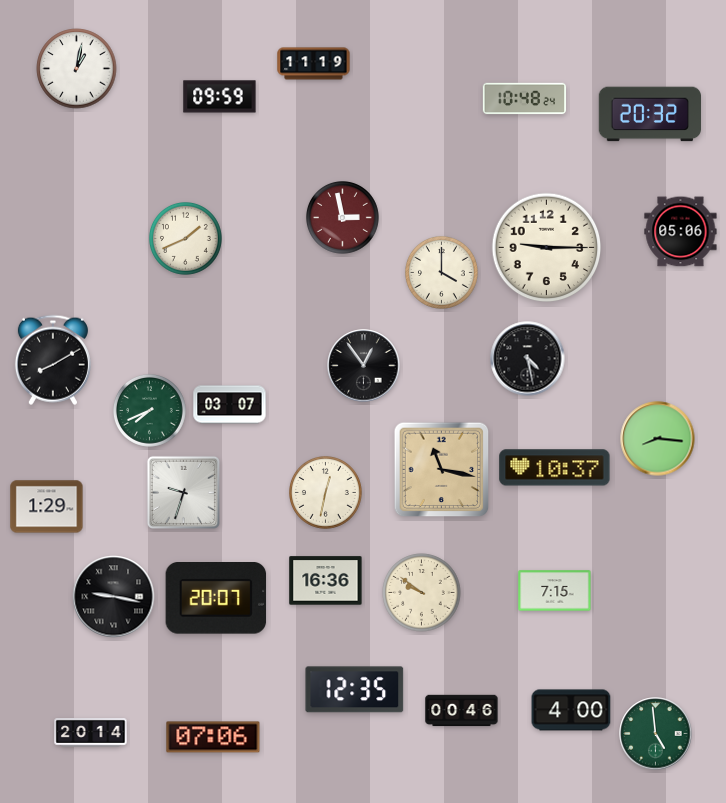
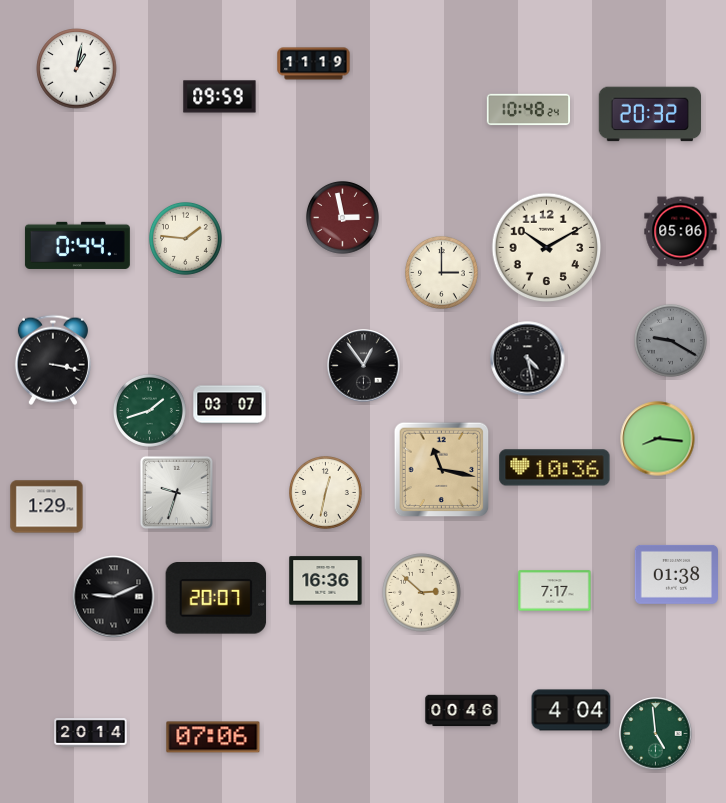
clock at (525, 99) position: (525, 99) -> (529, 110)
clock at (186, 239): 1:41 -> 1:46
clock at (77, 245): none -> 0:44
clock at (547, 248): 9:15 -> 10:10
clock at (442, 273): 4:00 -> 3:00
clock at (671, 341): none -> 9:20
clock at (53, 360): 8:10 -> 3:17
clock at (150, 411): 7:41 -> 1:42
clock at (555, 468): 10:37 -> 10:36
clock at (183, 492) position: (183, 492) -> (176, 492)
clock at (677, 574): none -> 01:38
clock at (555, 591): 7:15 -> 7:17
clock at (422, 593): 9:51 -> 2:52
clock at (114, 597): 9:17 -> 9:11
clock at (355, 690): 12:35 -> none
clock at (571, 710): 4:00 -> 4:04
